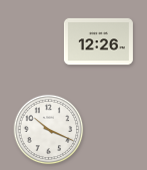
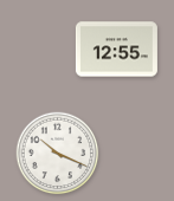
clock at (98, 42): 12:26 -> 12:55
